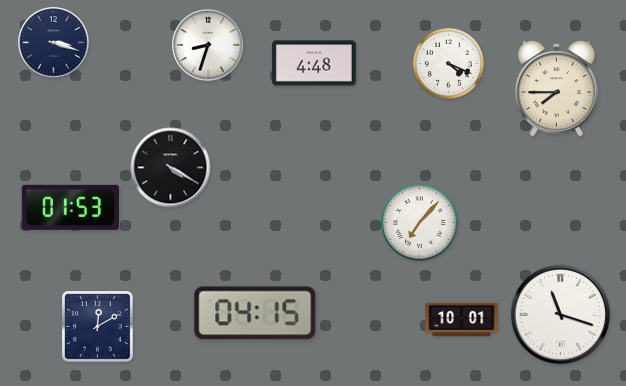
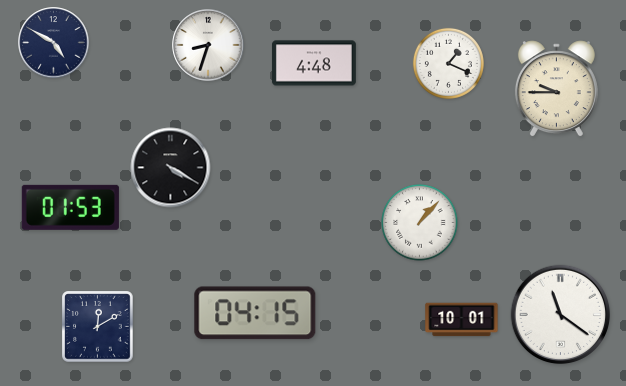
clock at (54, 43): 3:18 -> 4:50
clock at (448, 63): 4:19 -> 1:19
clock at (556, 89): 7:45 -> 9:45
clock at (420, 223): 7:07 -> 1:07
clock at (561, 315): 11:18 -> 11:21
